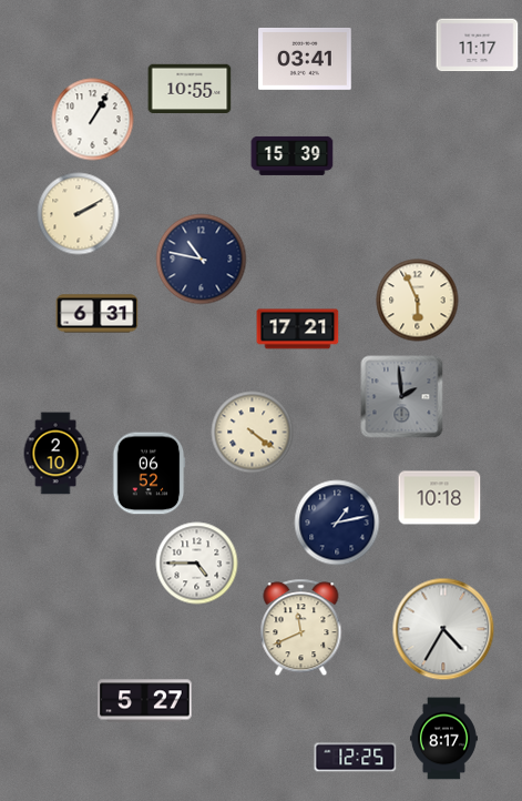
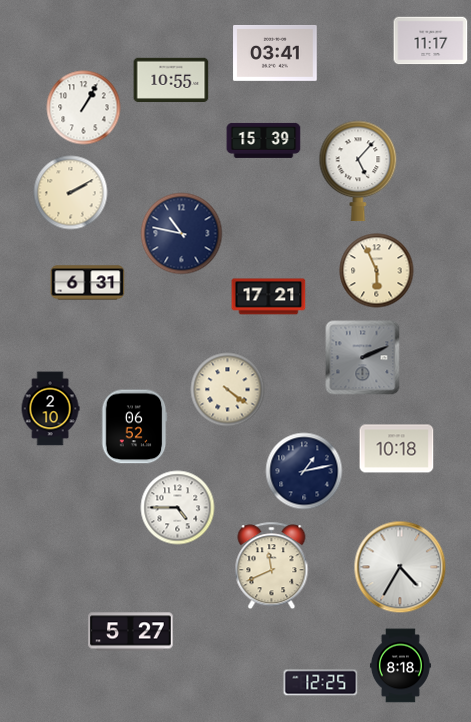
clock at (358, 171): none -> 5:07
clock at (402, 397): 1:59 -> 2:11
clock at (443, 739): 8:17 -> 8:18
